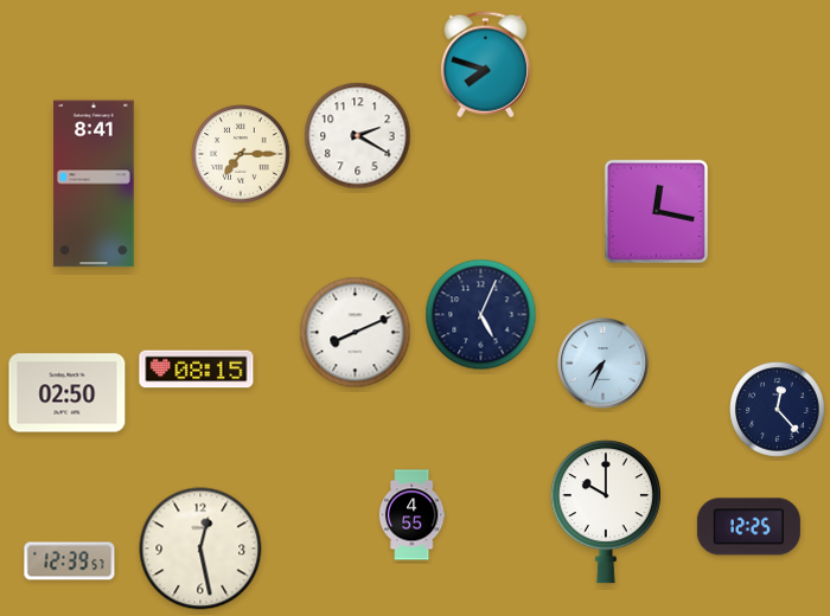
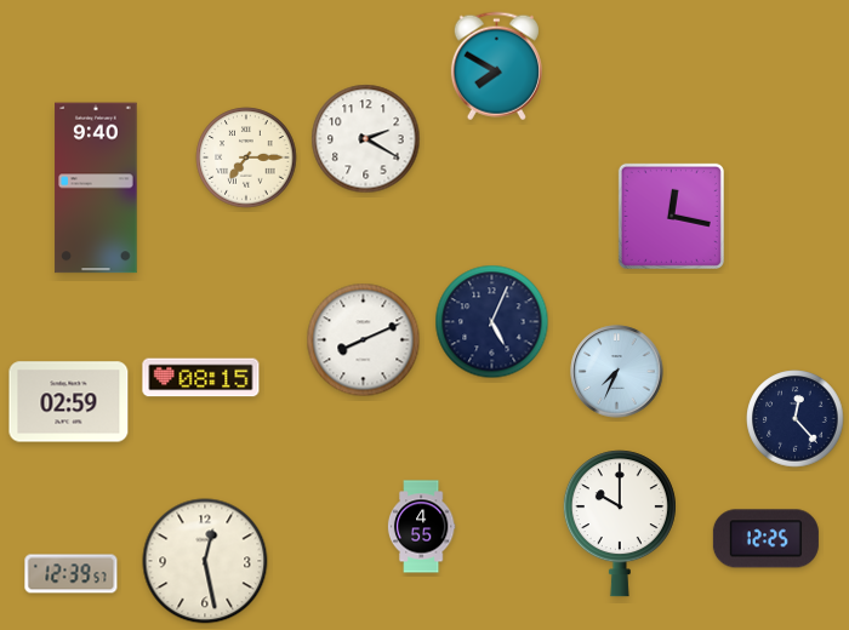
clock at (485, 65): 7:48 -> 7:50
clock at (94, 184): 8:41 -> 9:40
clock at (68, 393): 02:50 -> 02:59
